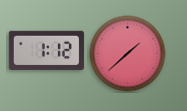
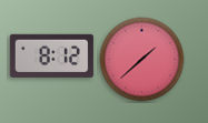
clock at (46, 50): 1:12 -> 8:12
